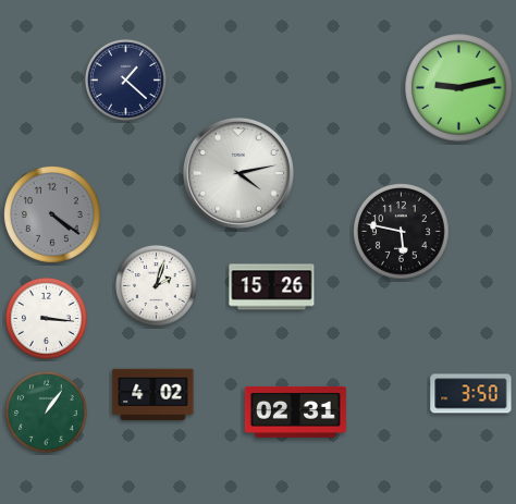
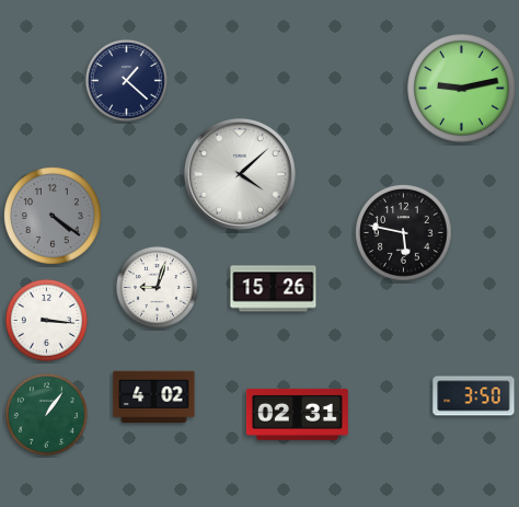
clock at (238, 173): 4:13 -> 4:08
clock at (156, 285): 2:03 -> 9:03
